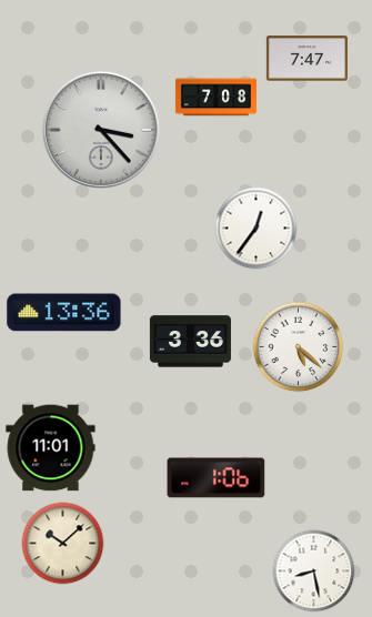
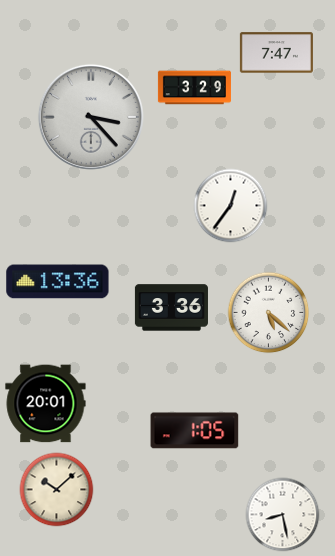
clock at (215, 98): 7:08 -> 3:29
clock at (51, 448): 11:01 -> 20:01
clock at (217, 478): 1:06 -> 1:05
